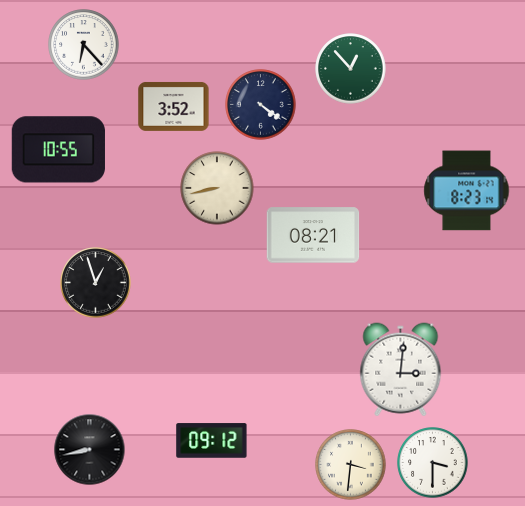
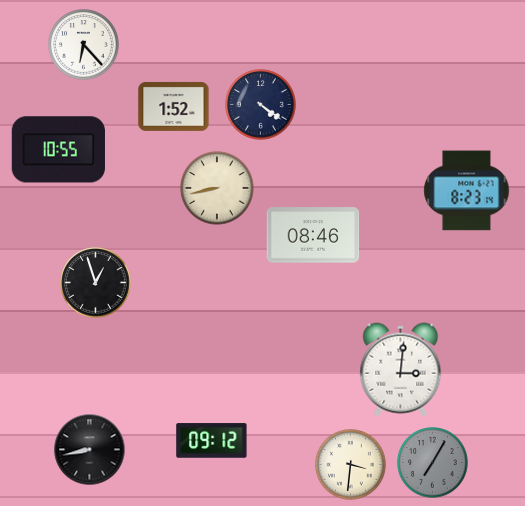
clock at (351, 69): 12:53 -> none
clock at (174, 106): 3:52 -> 1:52
clock at (313, 235): 08:21 -> 08:46
clock at (433, 463): 3:30 -> 7:05
clock at (433, 463) dial: white -> grey
